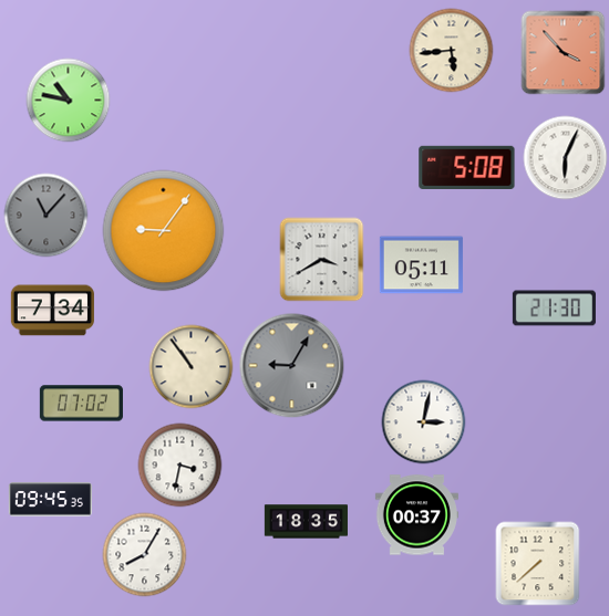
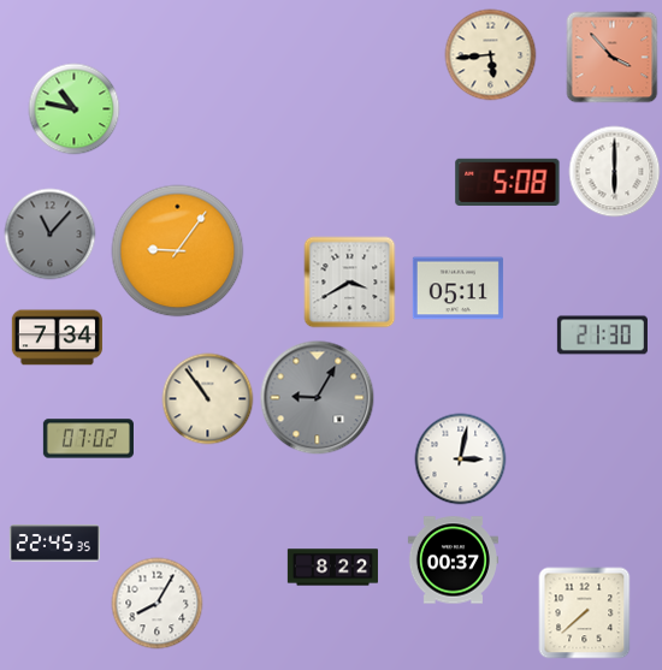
clock at (566, 158): 6:04 -> 6:00
clock at (180, 466): 3:32 -> none
clock at (50, 500): 09:45 -> 22:45
clock at (306, 522): 18:35 -> 8:22
